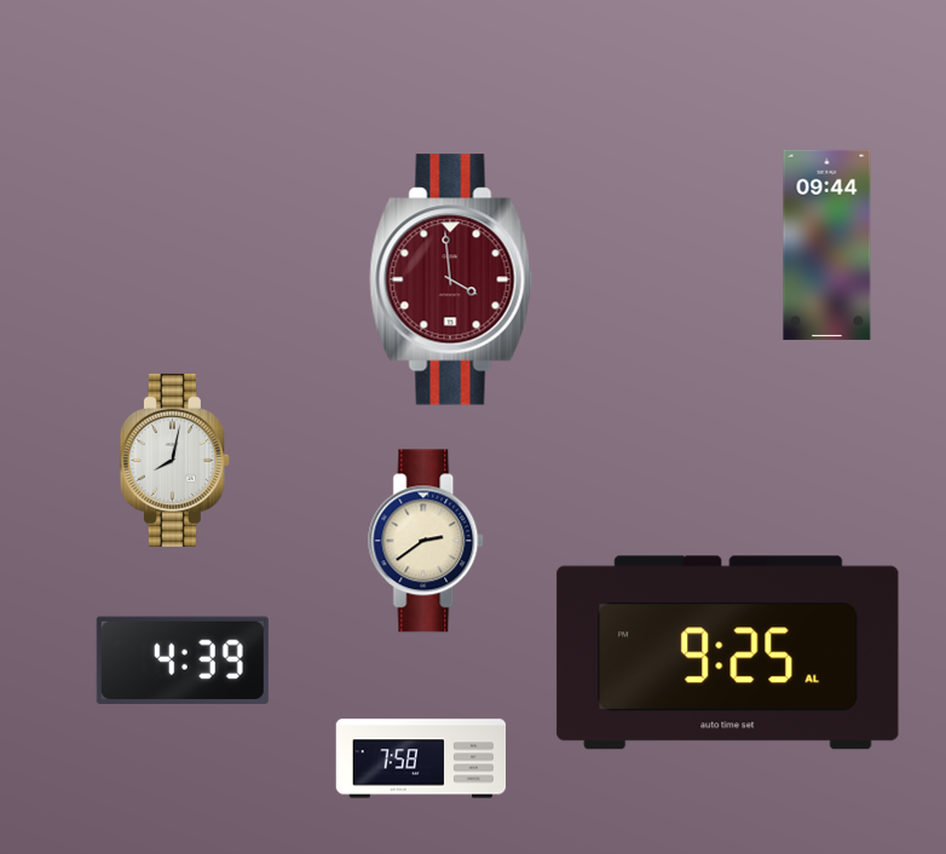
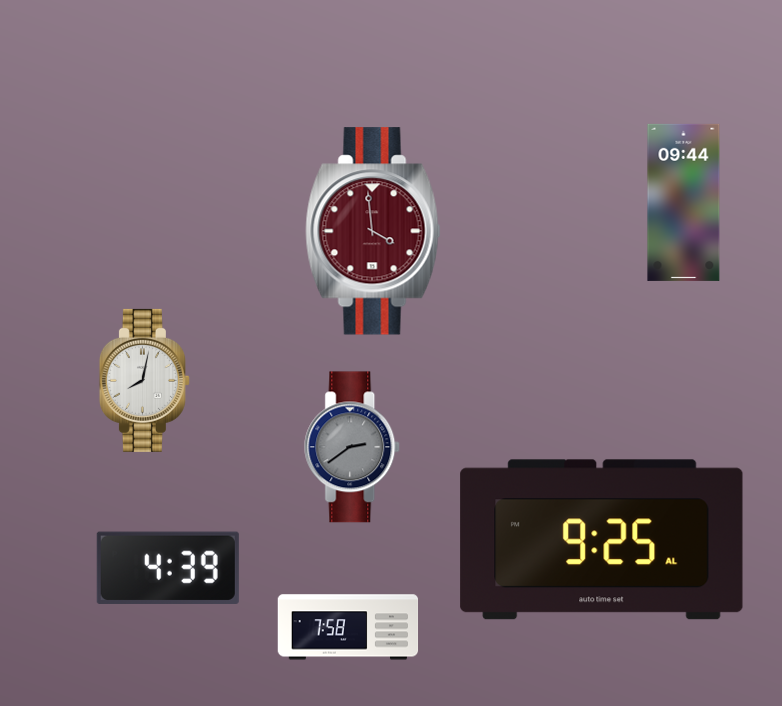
clock at (427, 541) dial: cream -> grey
clock at (183, 660) position: (183, 660) -> (168, 568)
